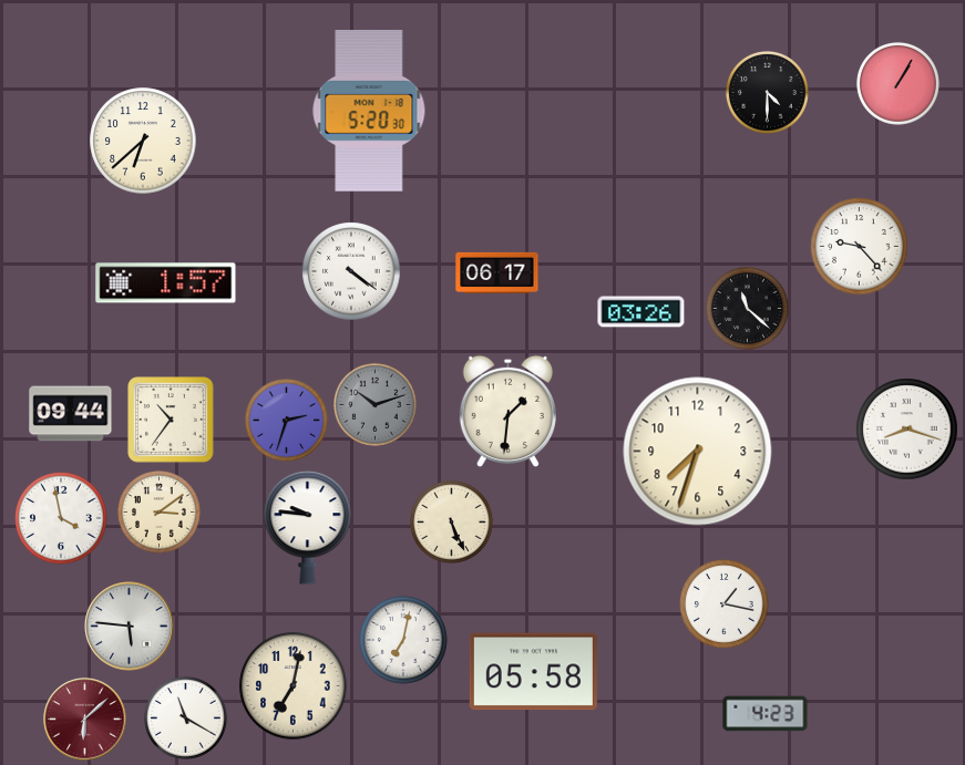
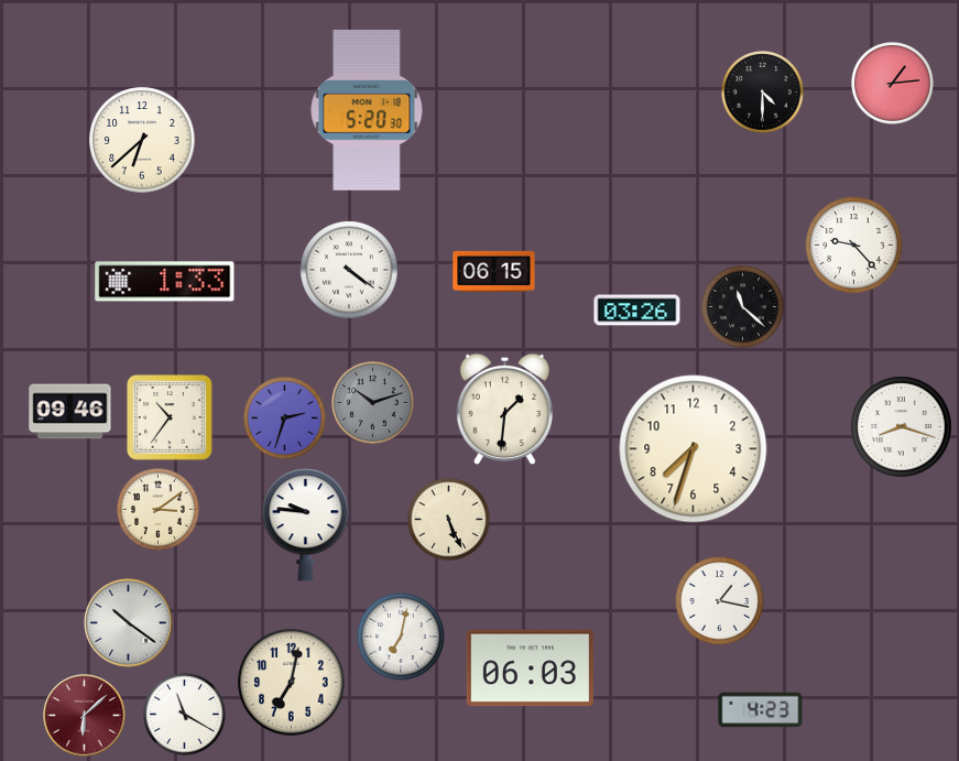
clock at (897, 83): 1:05 -> 1:14
clock at (497, 272): 06:17 -> 06:15
clock at (166, 283): 1:57 -> 1:33
clock at (71, 414): 09:44 -> 09:46
clock at (61, 518): 3:58 -> none
clock at (130, 627): 5:46 -> 10:21
clock at (533, 672): 05:58 -> 06:03
